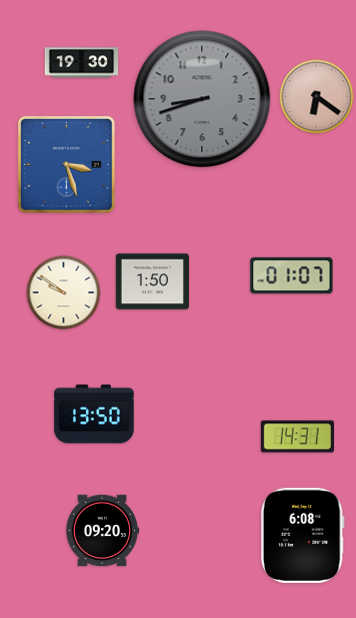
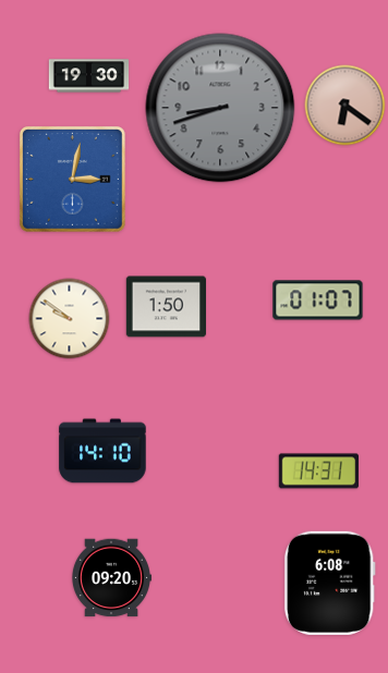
clock at (82, 63) position: (82, 63) -> (89, 76)
clock at (66, 164): 3:27 -> 3:02
clock at (94, 414): 13:50 -> 14:10
clock at (297, 437) position: (297, 437) -> (318, 472)
